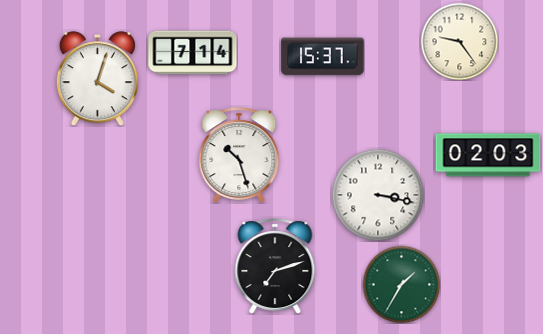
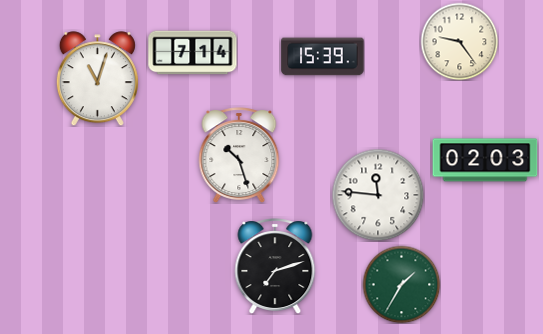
clock at (323, 57): 15:37 -> 15:39
clock at (97, 79): 4:03 -> 11:03
clock at (488, 155) position: (488, 155) -> (485, 160)
clock at (378, 195): 3:17 -> 11:46
